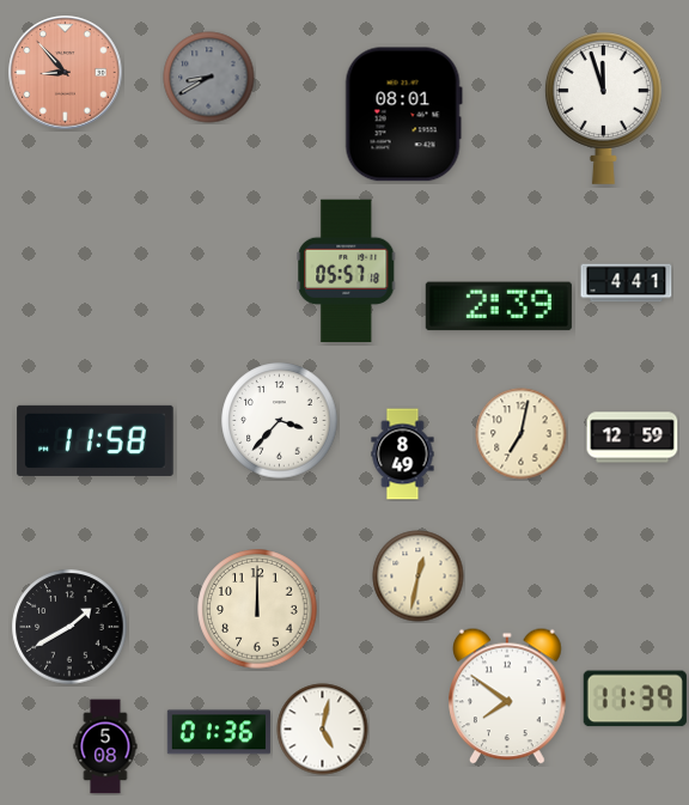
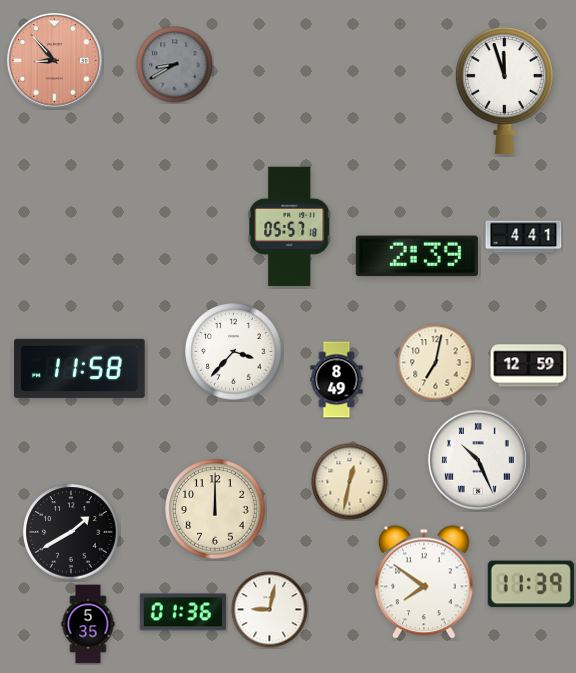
clock at (403, 115): 08:01 -> none
clock at (478, 460): none -> 10:26
clock at (69, 627) position: (69, 627) -> (71, 532)
clock at (323, 730): 5:02 -> 9:02
clock at (105, 746): 5:08 -> 5:35
